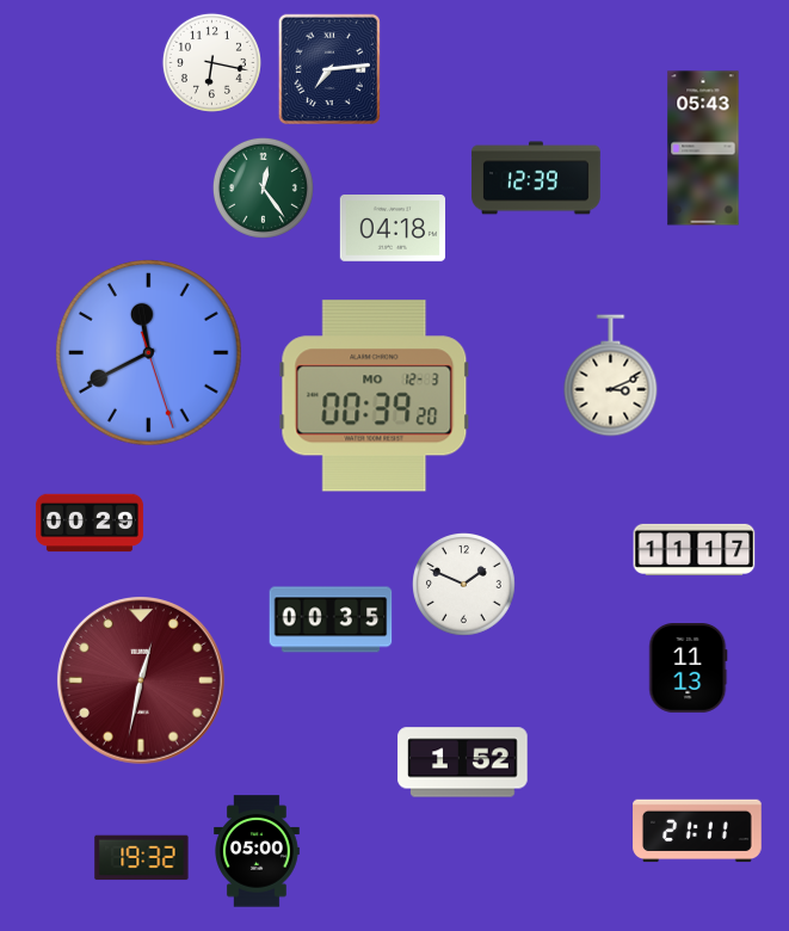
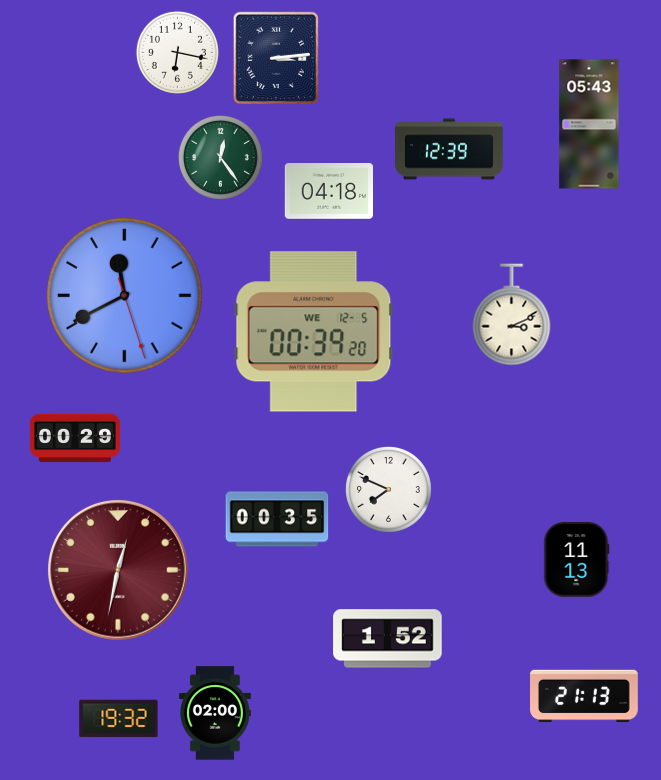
clock at (328, 68): 7:14 -> 3:14
clock at (375, 396) date: MO 12-3 -> WE 12-5
clock at (695, 549): 11:17 -> none
clock at (464, 585): 1:49 -> 7:49
clock at (697, 831): 21:11 -> 21:13
clock at (258, 851): 05:00 -> 02:00
